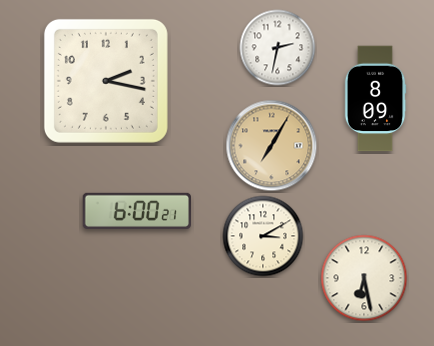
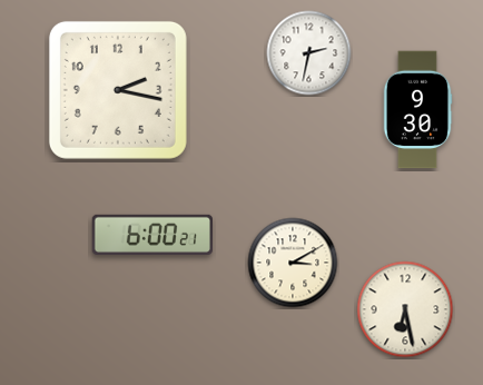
clock at (375, 99): 8:09 -> 9:30
clock at (272, 146): 7:05 -> none
